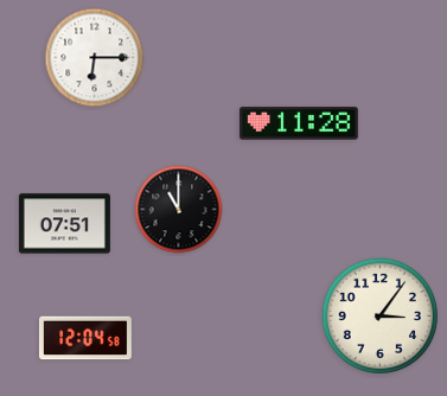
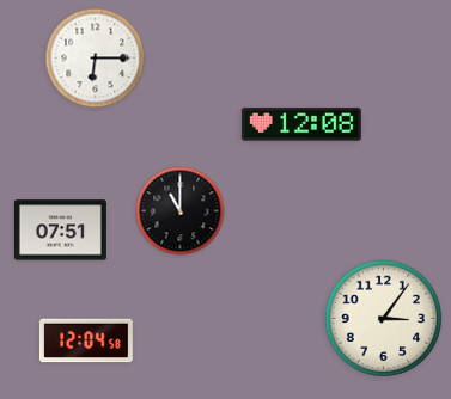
clock at (299, 123): 11:28 -> 12:08
clock at (64, 224) position: (64, 224) -> (60, 231)
